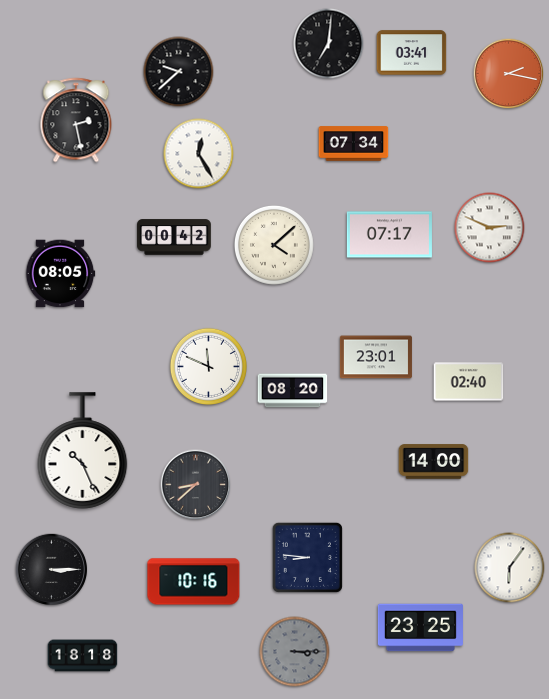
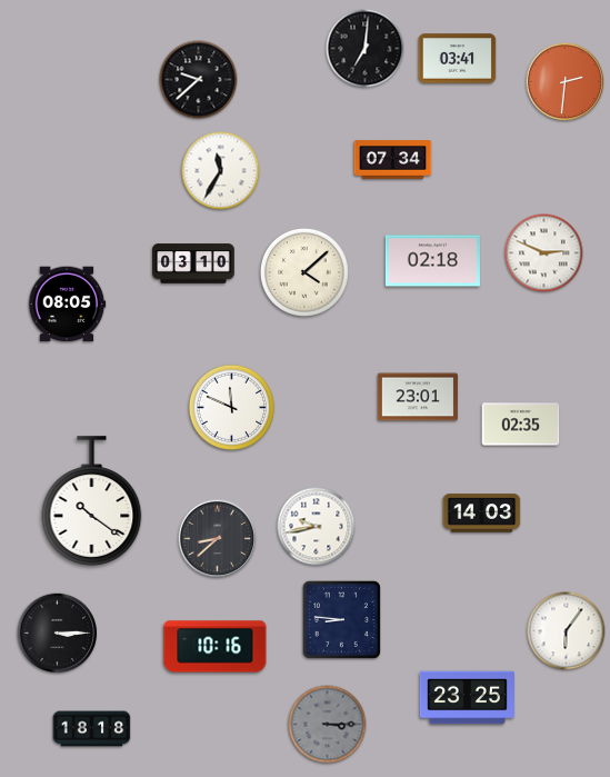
clock at (509, 74): 2:17 -> 2:31
clock at (76, 120): 2:28 -> none
clock at (199, 154): 12:25 -> 11:35
clock at (389, 235): 07:17 -> 02:18
clock at (174, 237): 00:42 -> 03:10
clock at (469, 382): 02:40 -> 02:35
clock at (293, 391): 08:20 -> none
clock at (83, 451): 10:26 -> 10:21
clock at (434, 462): 14:00 -> 14:03
clock at (317, 527): none -> 9:43
